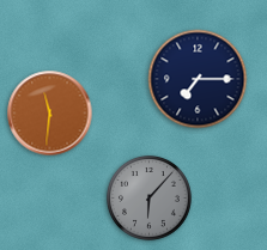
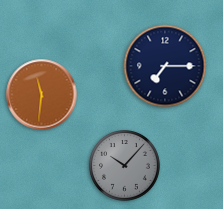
clock at (148, 197): 6:07 -> 10:07
